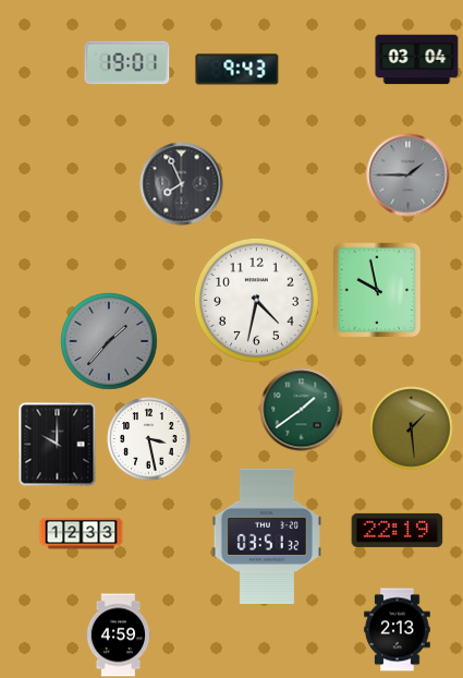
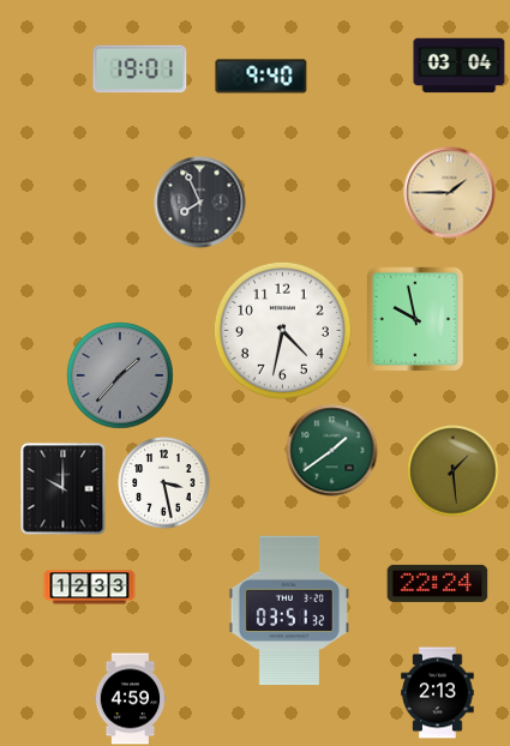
clock at (237, 70): 9:43 -> 9:40
clock at (409, 175) dial: grey -> champagne
clock at (398, 530): 22:19 -> 22:24
clock at (267, 536) position: (267, 536) -> (289, 610)
